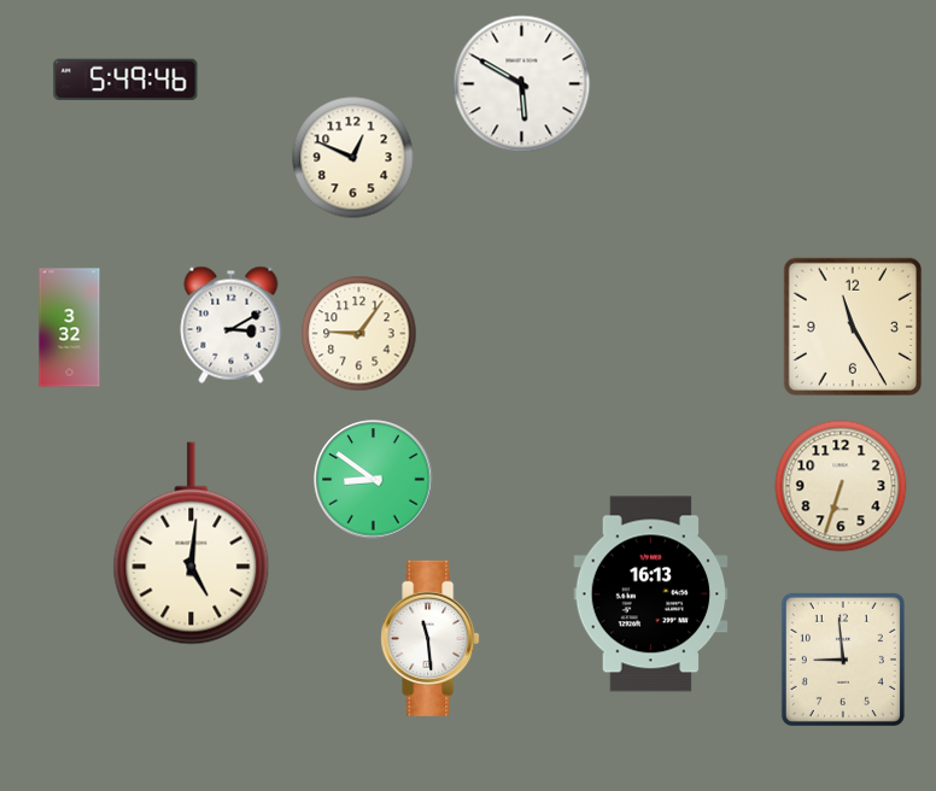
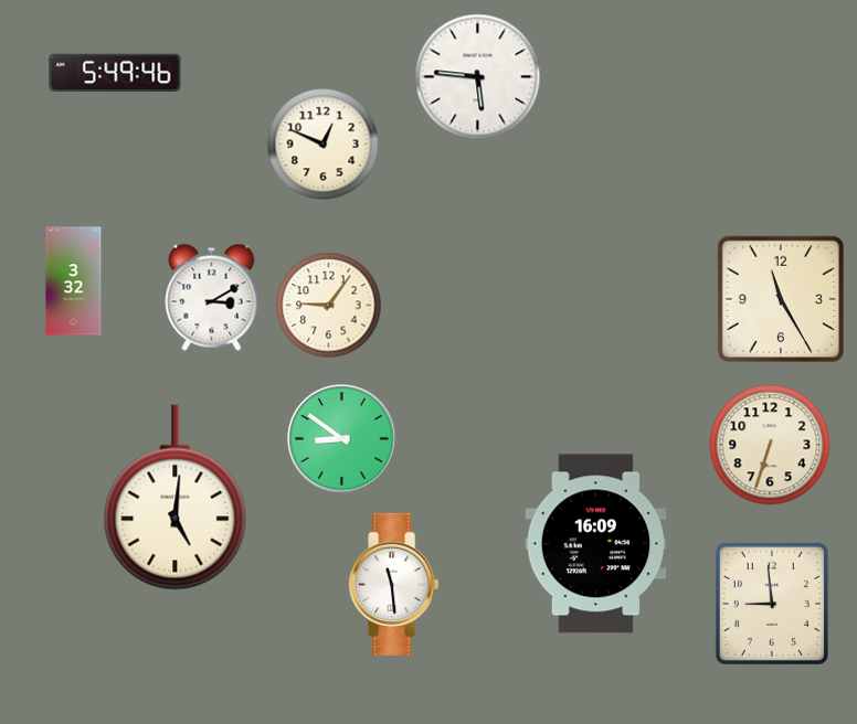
clock at (522, 84): 5:50 -> 5:46
clock at (70, 328) position: (70, 328) -> (74, 281)
clock at (651, 594): 16:13 -> 16:09
